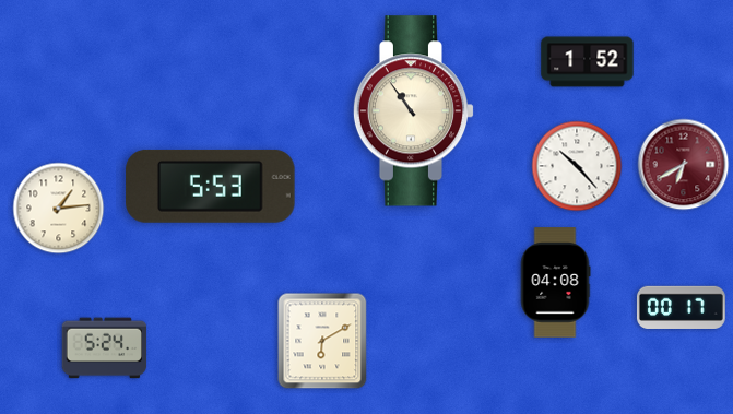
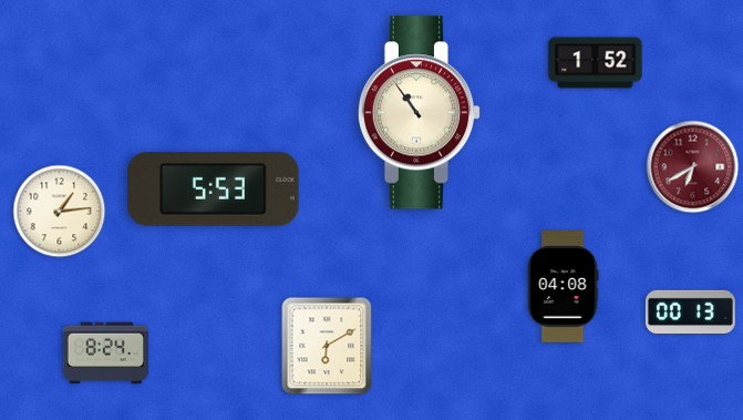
clock at (577, 166): 10:23 -> none
clock at (681, 307): 00:17 -> 00:13
clock at (105, 348): 5:24 -> 8:24
